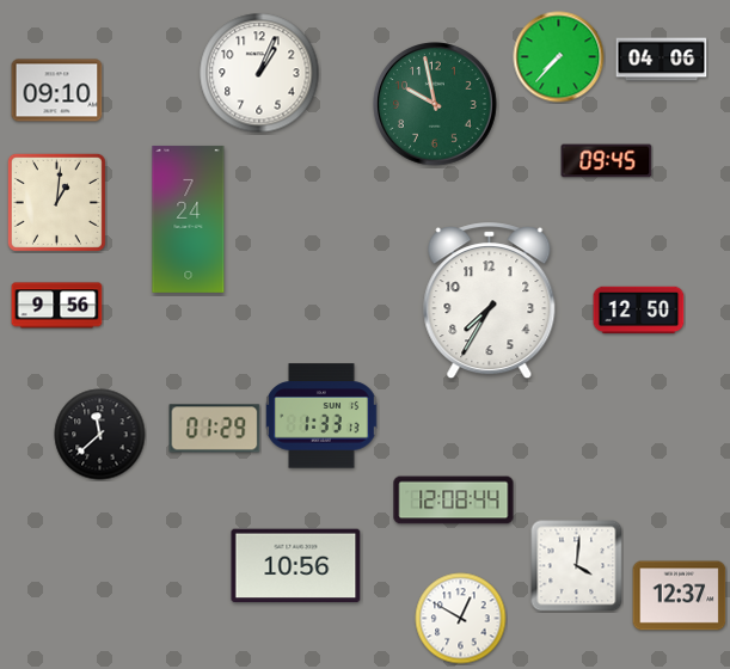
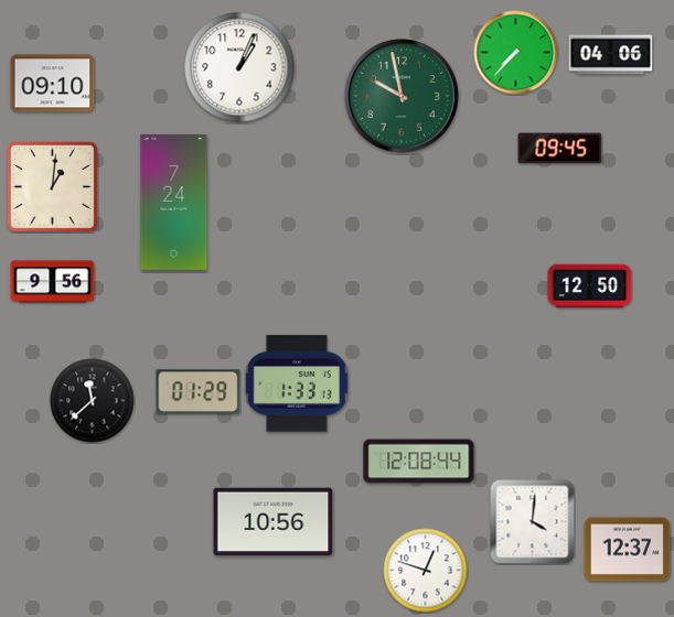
clock at (490, 301): 7:35 -> none
clock at (215, 429) position: (215, 429) -> (199, 392)
clock at (461, 619): 12:50 -> 12:48
